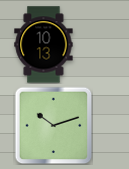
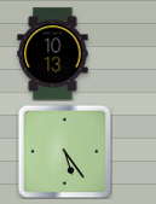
clock at (53, 125): 10:12 -> 5:24
